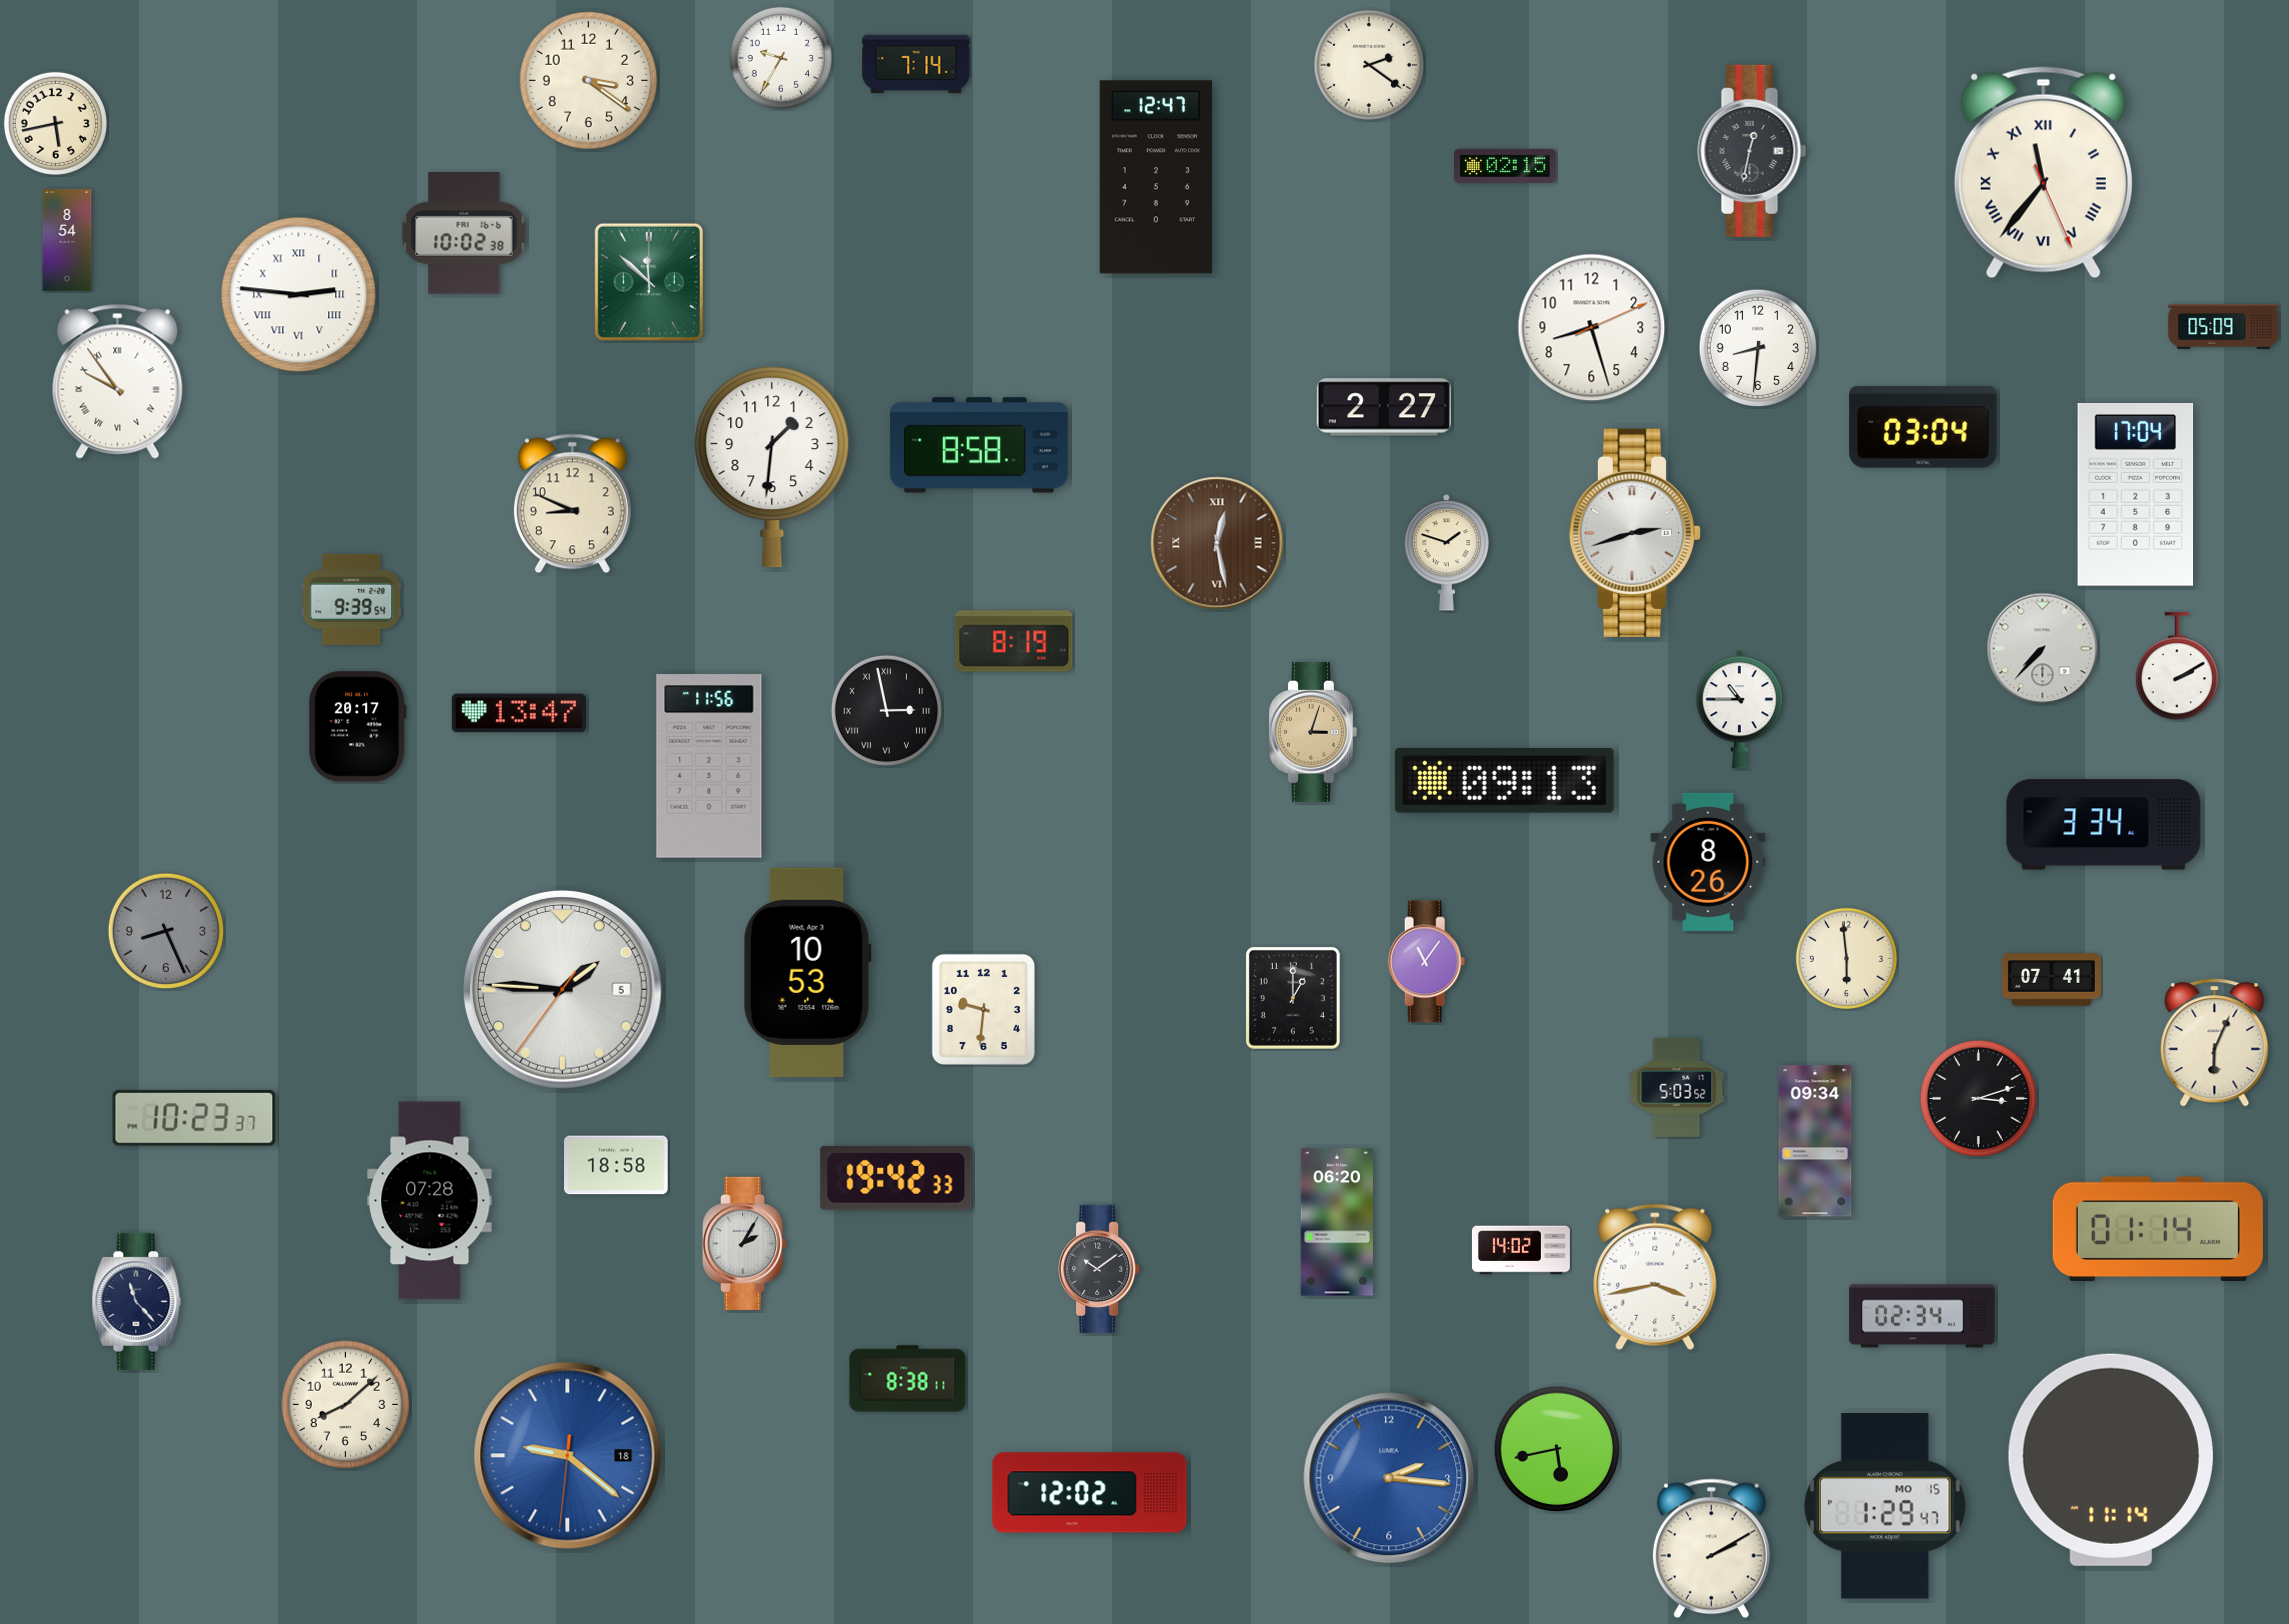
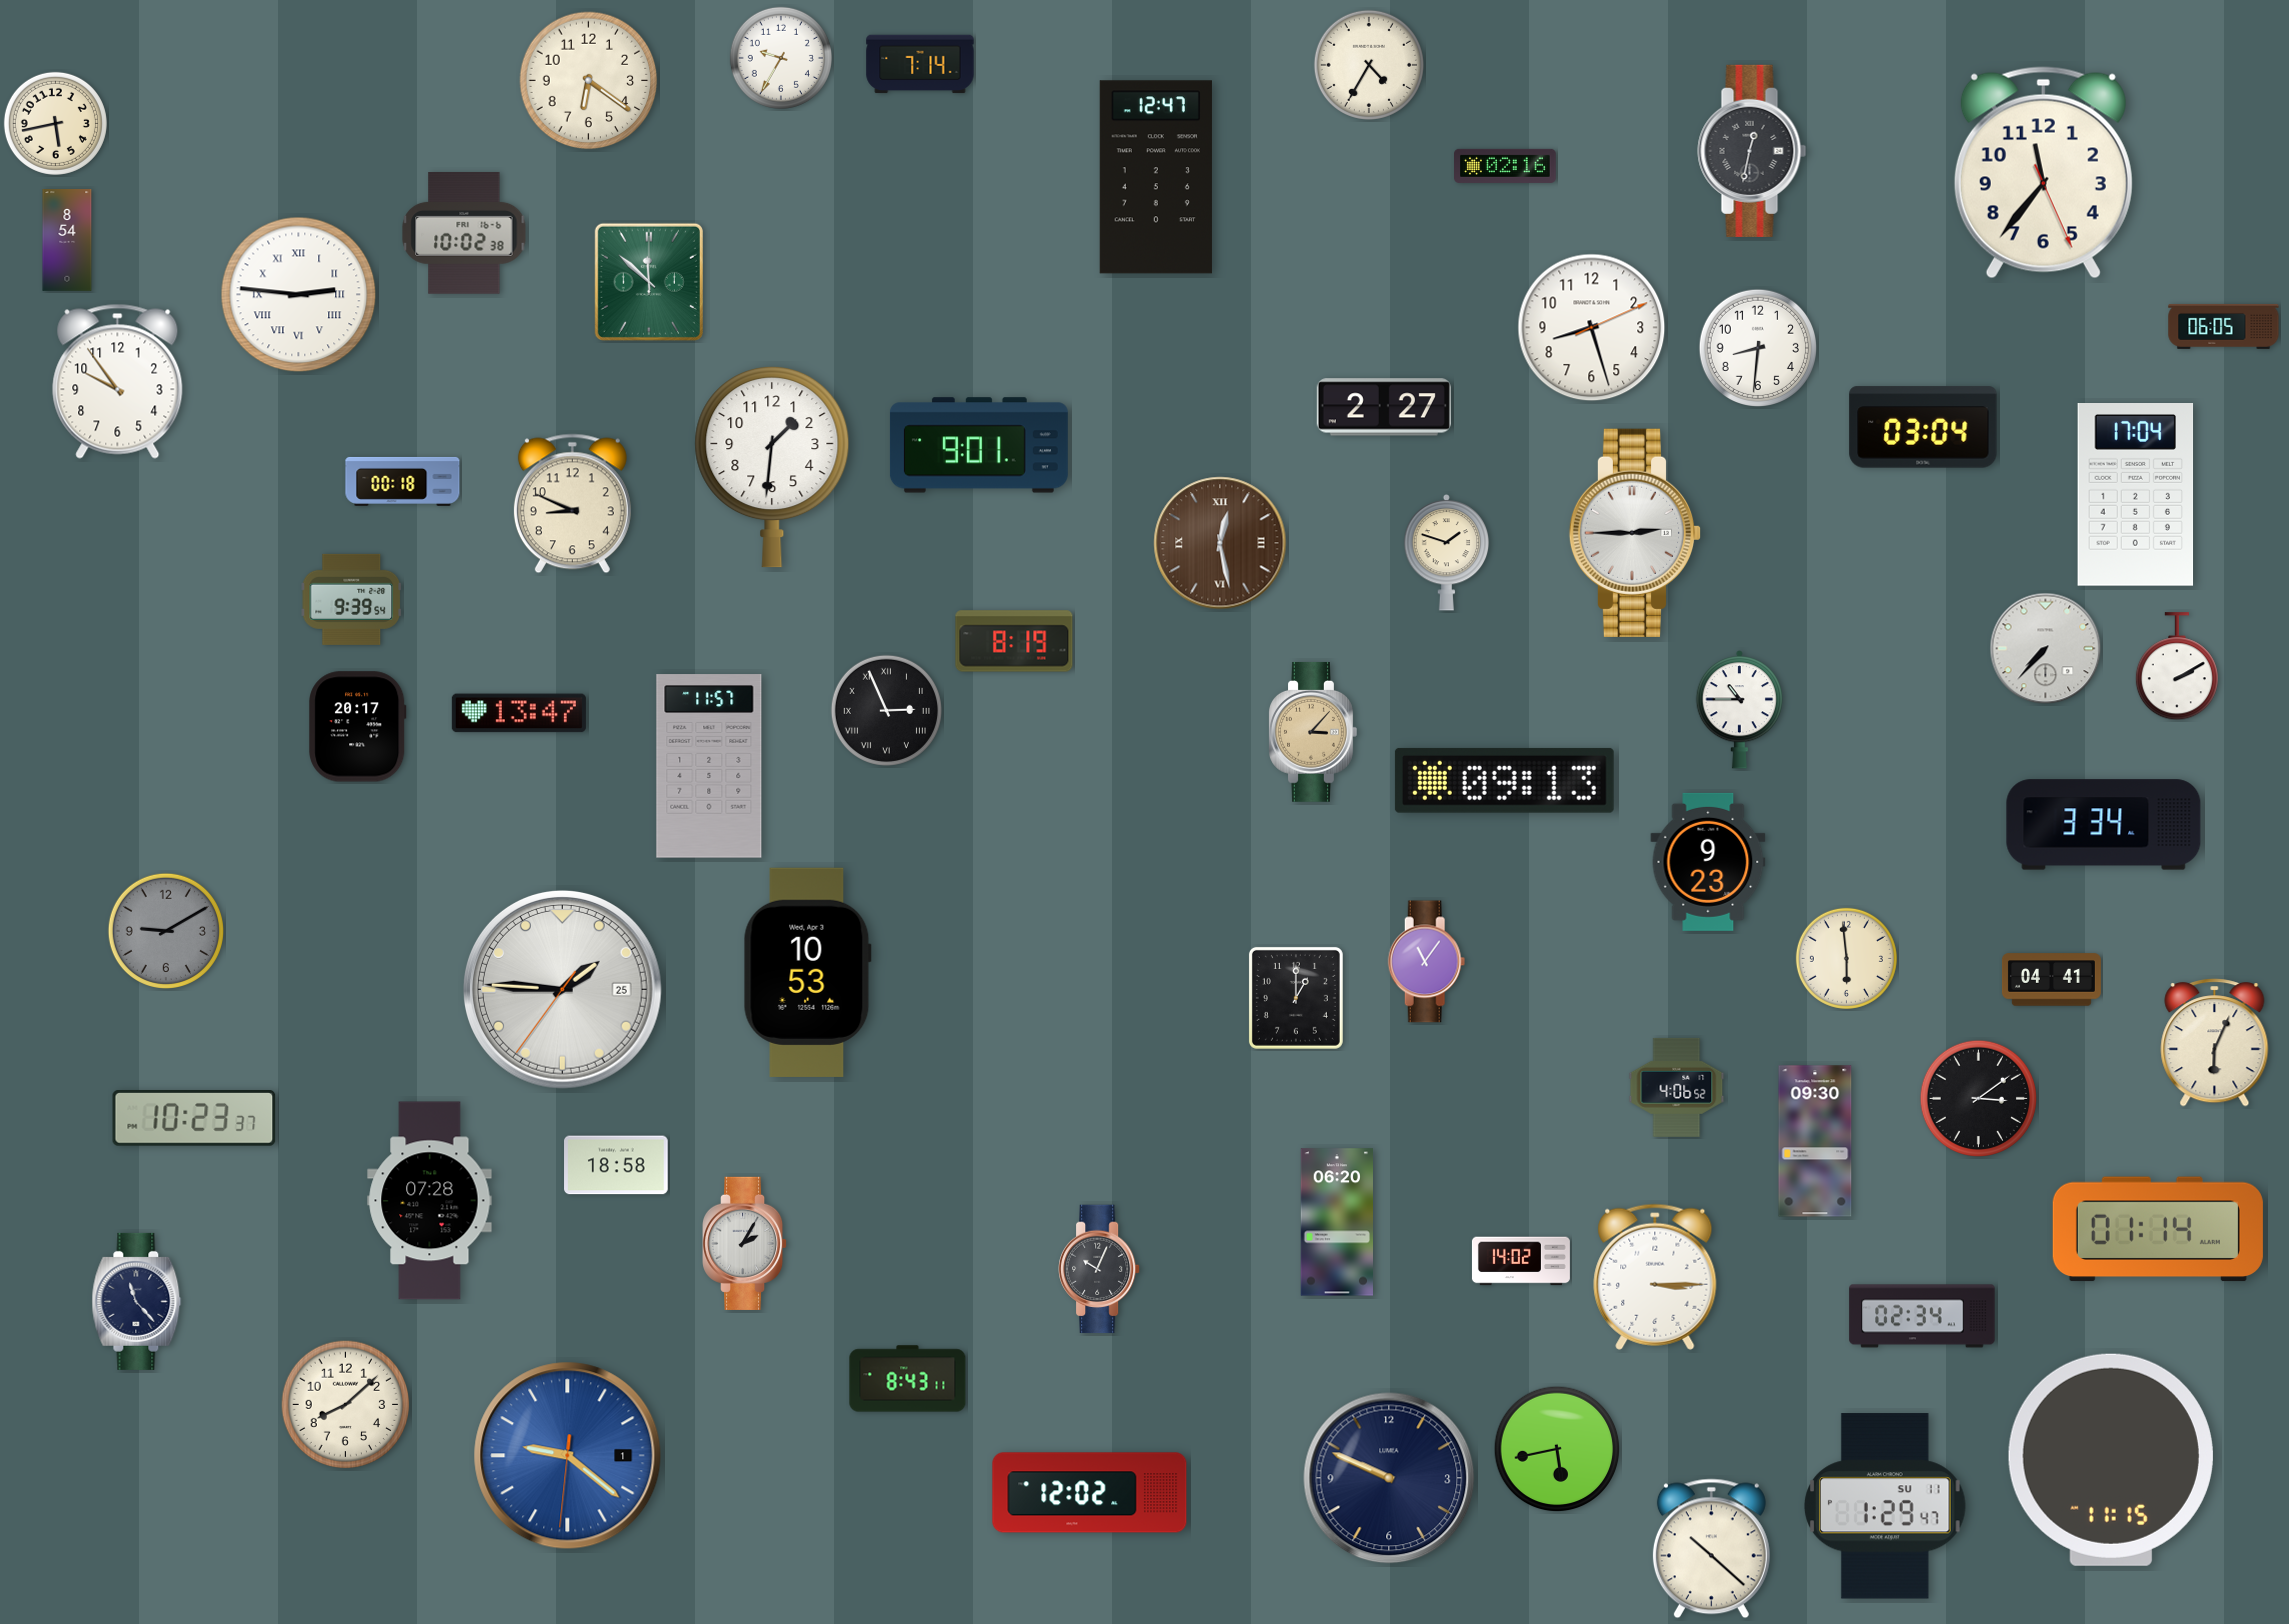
clock at (916, 64) position: (916, 64) -> (920, 64)
clock at (1369, 65): 2:21 -> 4:35
clock at (589, 81): 3:21 -> 6:21
clock at (1505, 166): 02:15 -> 02:16
clock at (2043, 173) numerals: Roman -> Arabic
clock at (2224, 326): 05:09 -> 06:05
clock at (118, 381) numerals: Roman -> Arabic
clock at (979, 445): 8:58 -> 9:01
clock at (403, 481): none -> 00:18
clock at (1635, 533): 2:42 -> 2:45
clock at (1217, 543) position: (1217, 543) -> (1220, 543)
clock at (2043, 649) position: (2043, 649) -> (2046, 649)
clock at (886, 710): 2:58 -> 2:56
clock at (1313, 732): 3:03 -> 3:07
clock at (709, 766): 11:56 -> 11:57
clock at (1708, 862): 8:26 -> 9:23
clock at (165, 930): 8:26 -> 9:10
clock at (2051, 980): 07:41 -> 04:41
clock at (563, 990) date: 5 -> 25
clock at (1293, 998) position: (1293, 998) -> (1296, 998)
clock at (983, 1009): 9:31 -> none
clock at (1677, 1087): 5:03 -> 4:06
clock at (1978, 1098): 3:12 -> 3:09
clock at (1815, 1141): 09:34 -> 09:30
clock at (896, 1178): 19:42 -> none
clock at (1521, 1250) position: (1521, 1250) -> (1521, 1261)
clock at (1100, 1269): 10:09 -> 10:04
clock at (1655, 1277): 3:43 -> 3:15
clock at (908, 1379): 8:38 -> 8:43
clock at (568, 1456) date: 18 -> 1
clock at (2111, 1460): 11:14 -> 11:15
clock at (1389, 1478): 2:16 -> 9:49
clock at (1389, 1478) dial: blue -> navy
clock at (1885, 1506) date: MO 15 -> SU 11
clock at (1711, 1549): 2:10 -> 10:22
